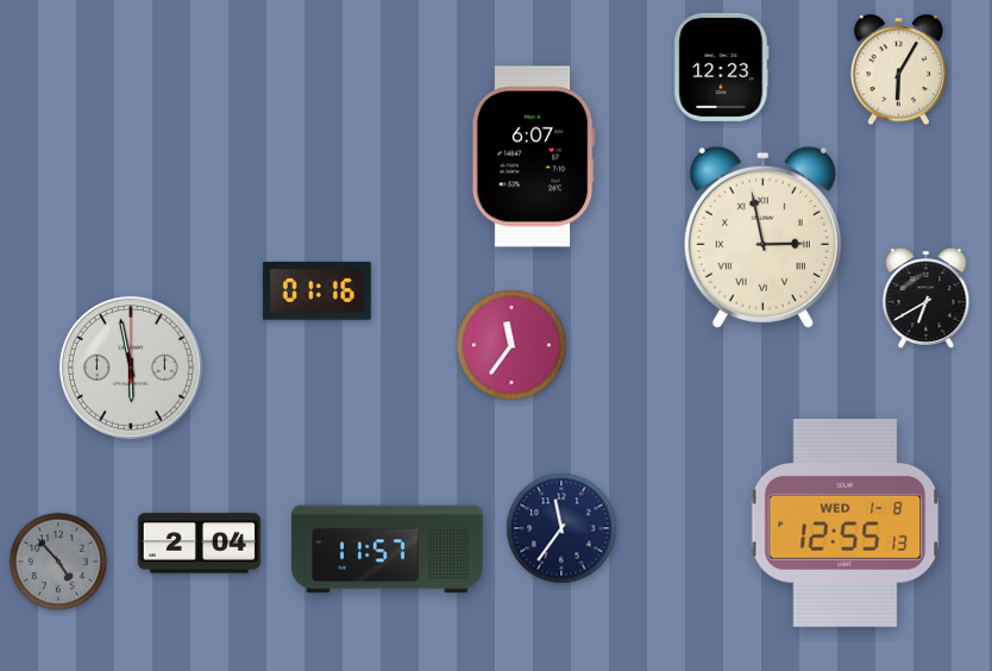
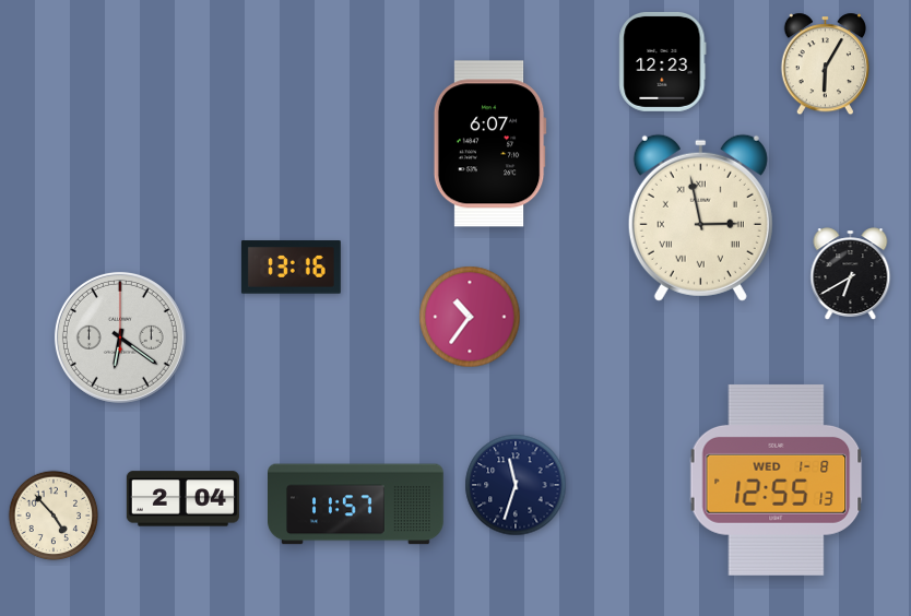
clock at (316, 291): 01:16 -> 13:16
clock at (511, 345): 11:36 -> 10:36
clock at (131, 368): 5:58 -> 6:21
clock at (561, 528): 11:36 -> 11:33
clock at (58, 562) dial: grey -> cream
